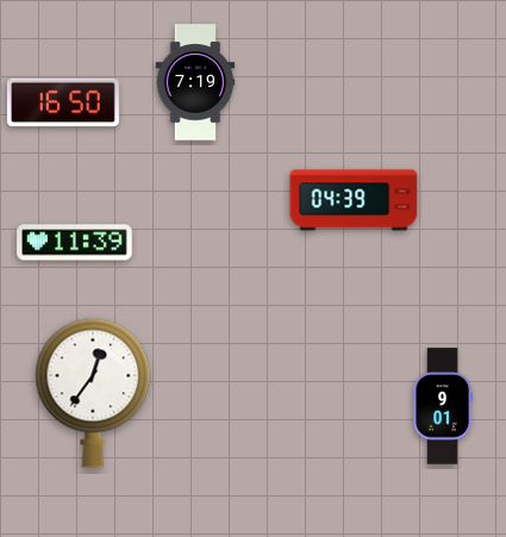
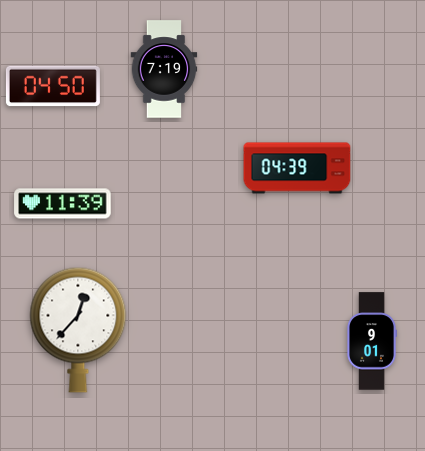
clock at (63, 102): 16:50 -> 04:50
clock at (93, 393): 12:36 -> 12:37
